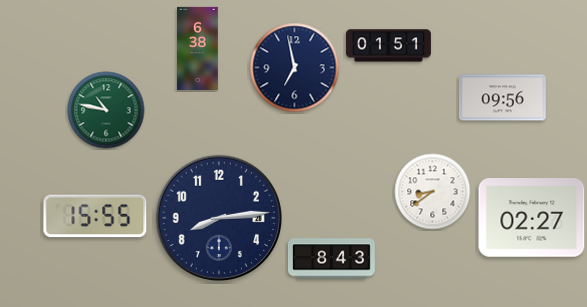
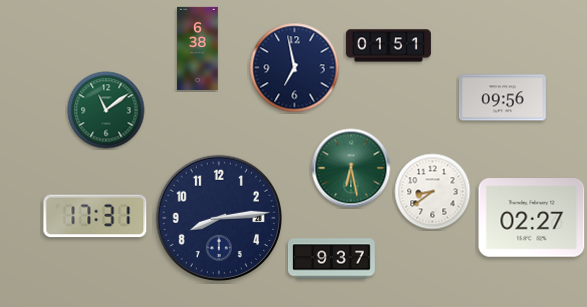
clock at (106, 110): 10:47 -> 11:09
clock at (351, 168): none -> 6:28
clock at (95, 216): 15:55 -> 17:31
clock at (331, 259): 8:43 -> 9:37
